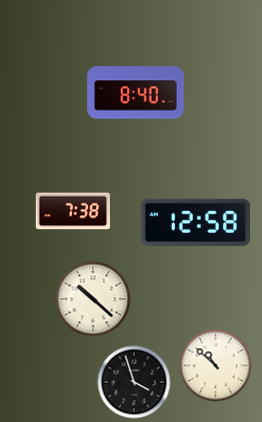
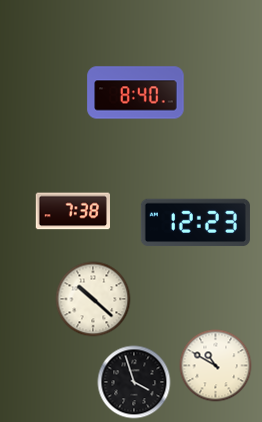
clock at (195, 223): 12:58 -> 12:23
clock at (216, 366): 10:52 -> 10:50
